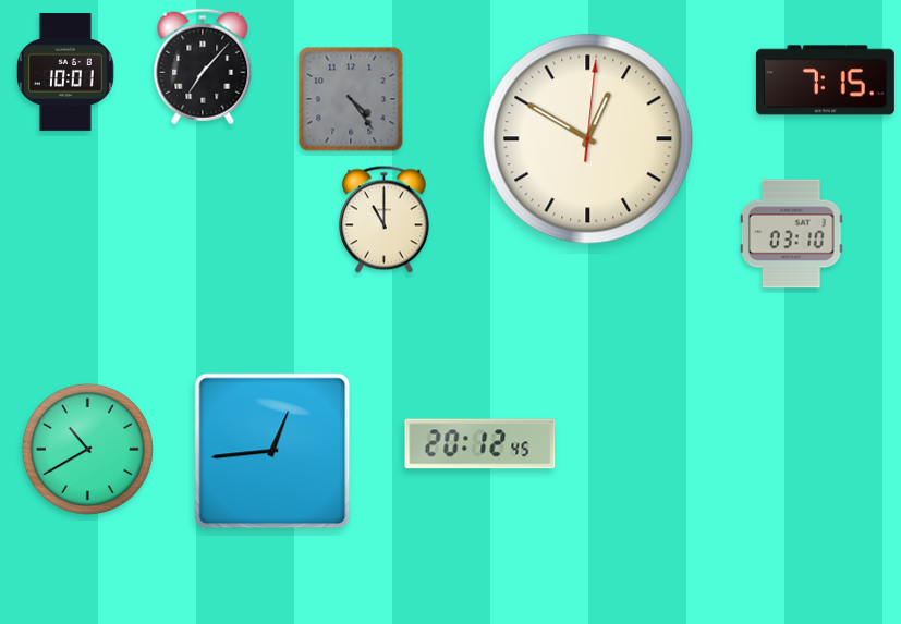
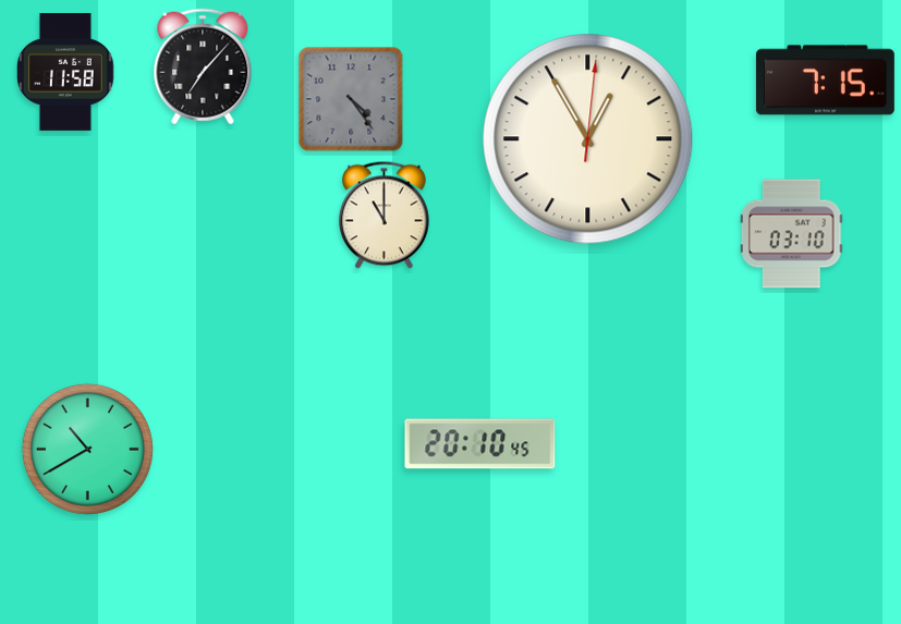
clock at (66, 72): 10:01 -> 11:58
clock at (588, 139): 12:50 -> 12:55
clock at (385, 220) position: (385, 220) -> (385, 216)
clock at (480, 444): 20:12 -> 20:10
clock at (272, 451): 12:44 -> none
